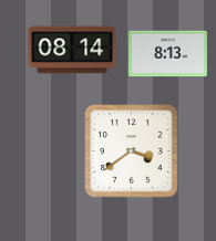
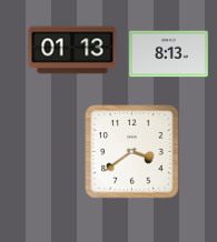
clock at (72, 50): 08:14 -> 01:13
